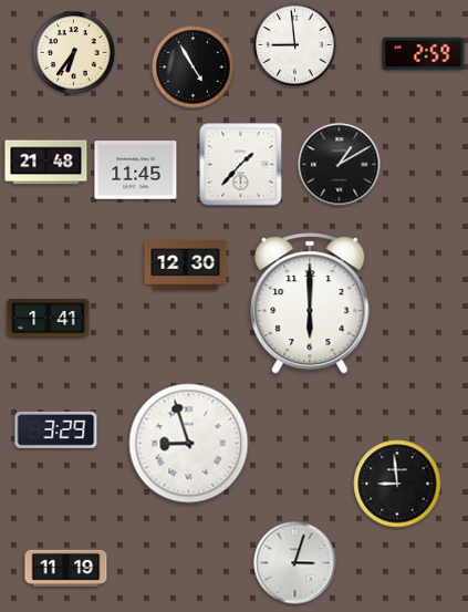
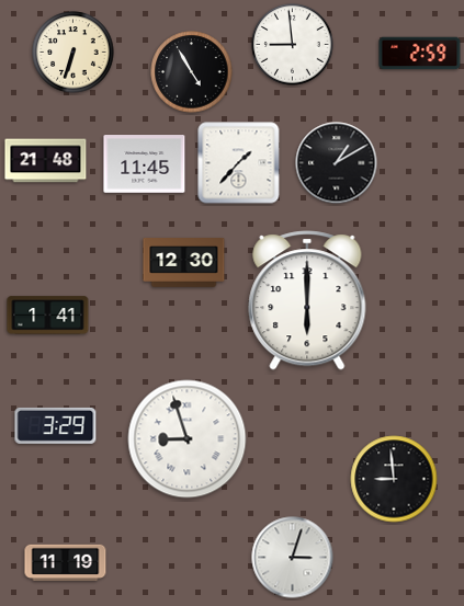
clock at (74, 53): 6:36 -> 6:33
clock at (194, 68) position: (194, 68) -> (192, 72)
clock at (136, 170) position: (136, 170) -> (145, 164)
